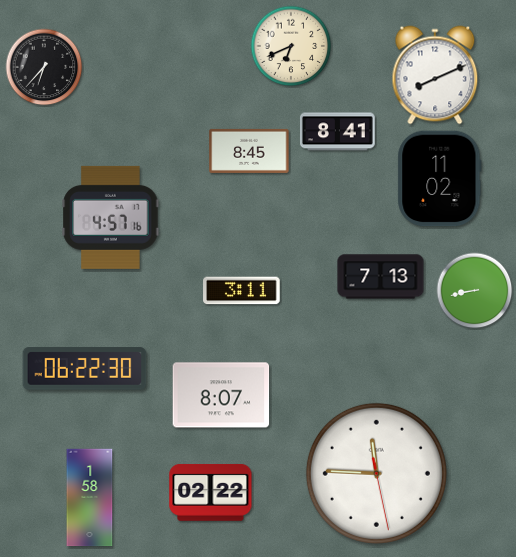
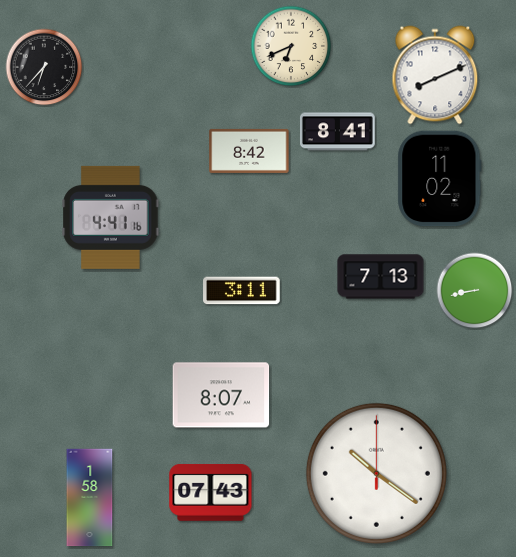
clock at (249, 151): 8:45 -> 8:42
clock at (111, 217): 4:57 -> 4:41
clock at (85, 369): 06:22 -> none
clock at (376, 473): 11:45 -> 10:21
clock at (211, 492): 02:22 -> 07:43
